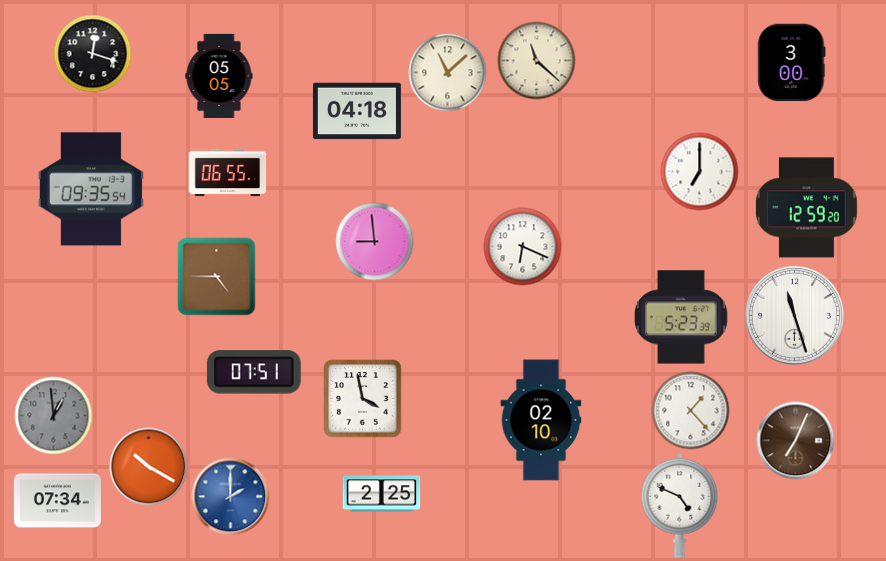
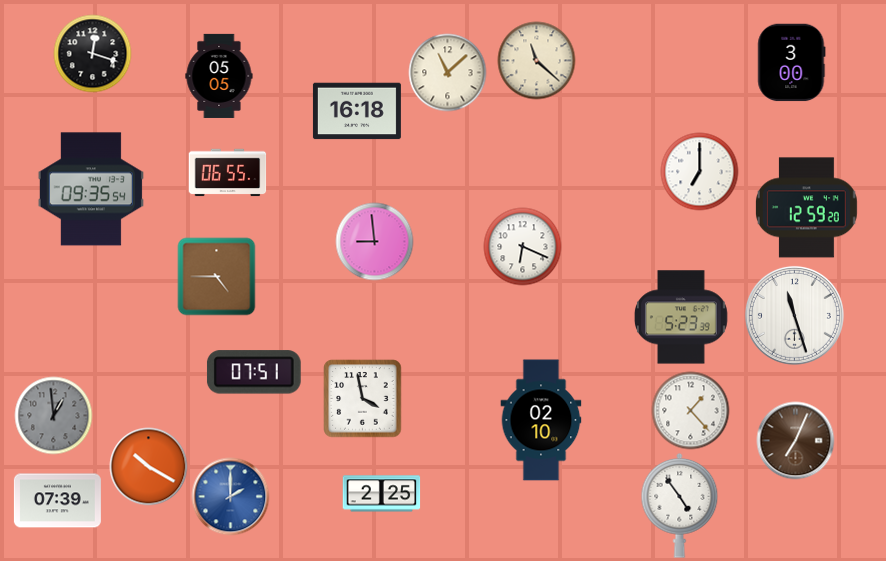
clock at (357, 111): 04:18 -> 16:18
clock at (57, 501): 07:34 -> 07:39
clock at (680, 505): 4:49 -> 4:54
